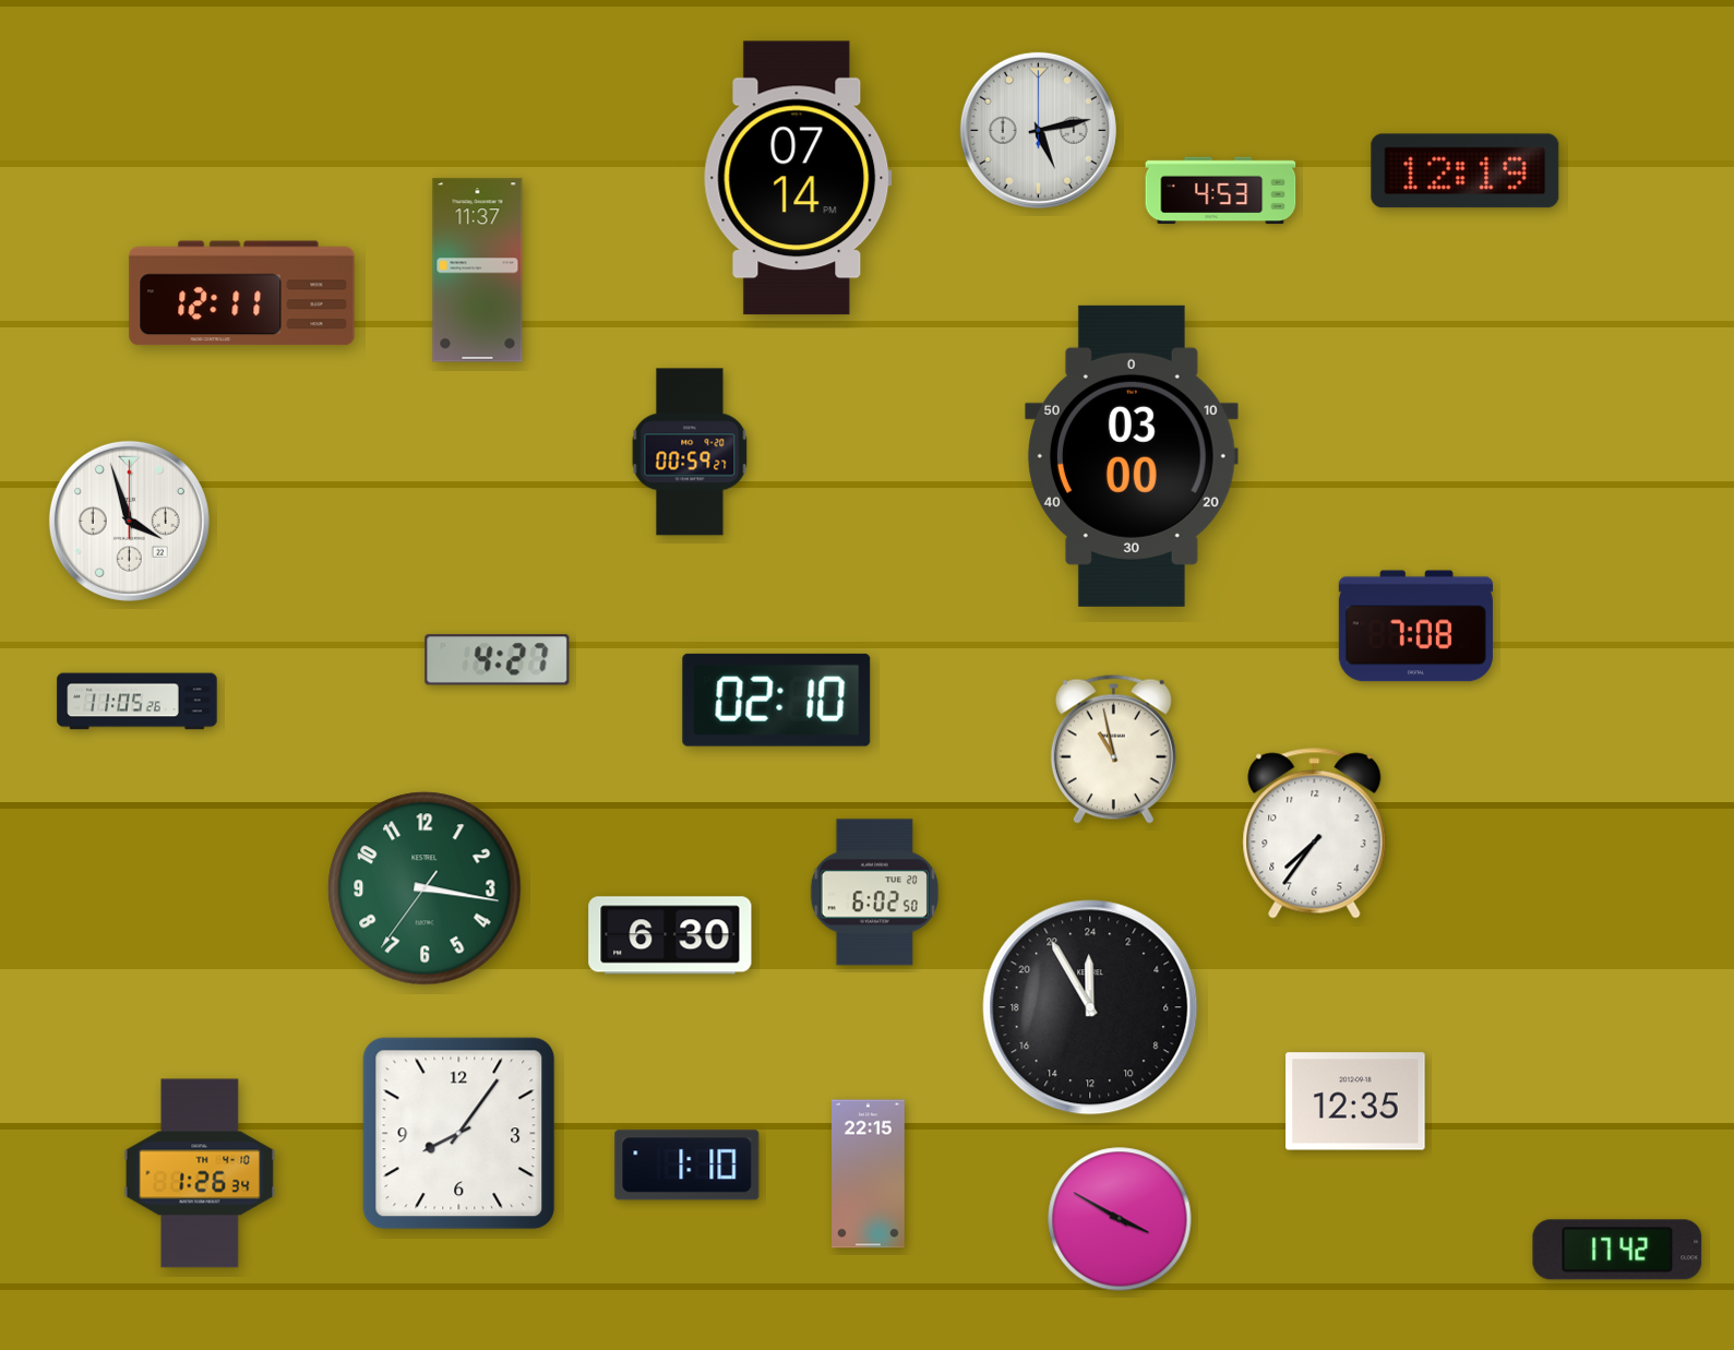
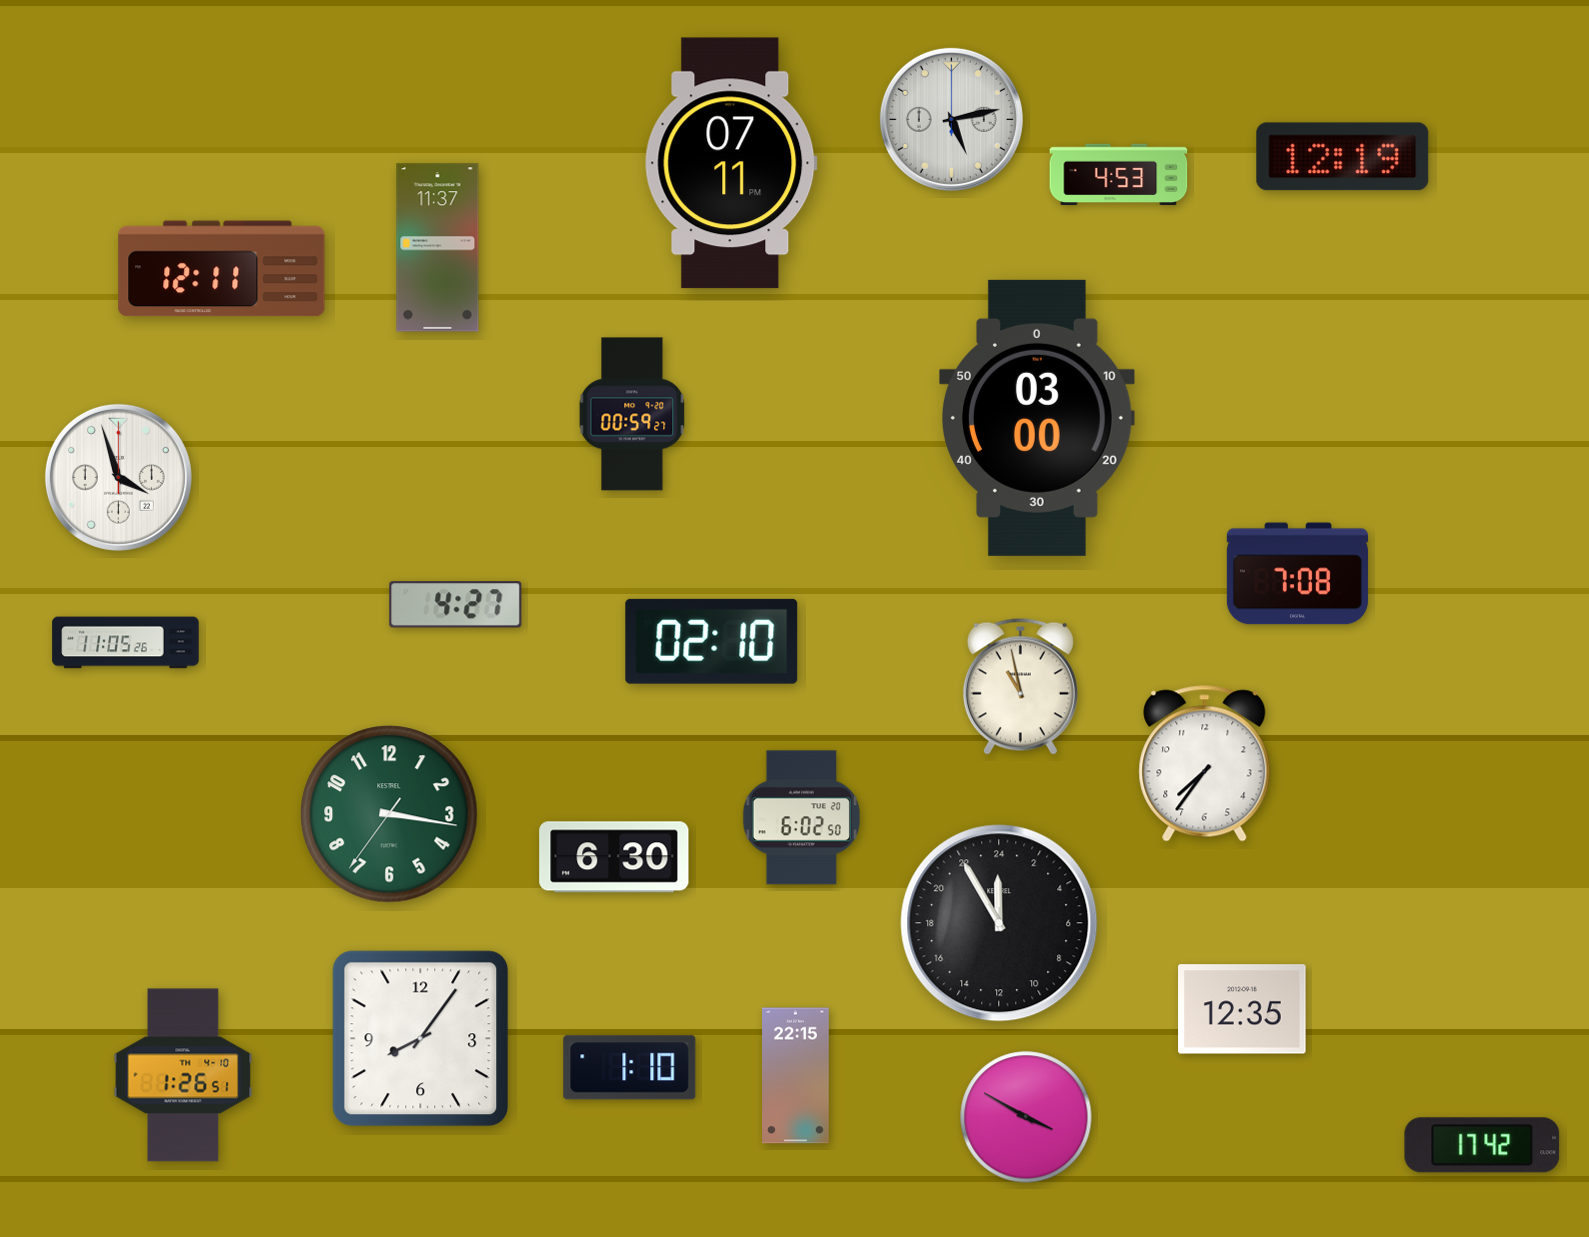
clock at (798, 178): 07:14 -> 07:11
clock at (200, 1173): 1:26:34 -> 1:26:51
